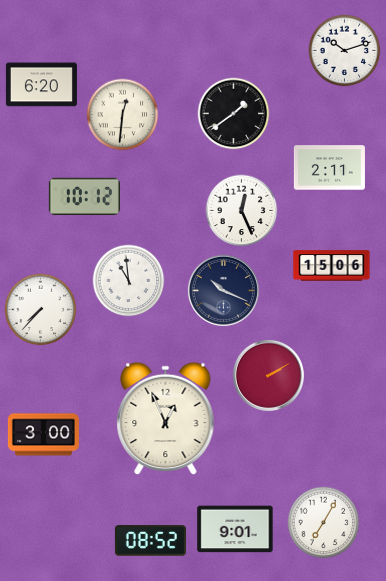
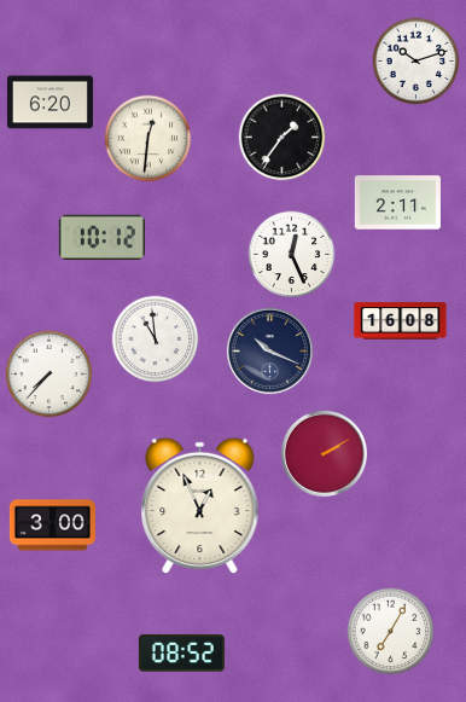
clock at (234, 114): 1:39 -> 1:36
clock at (332, 266): 15:06 -> 16:08
clock at (235, 529): 9:01 -> none
